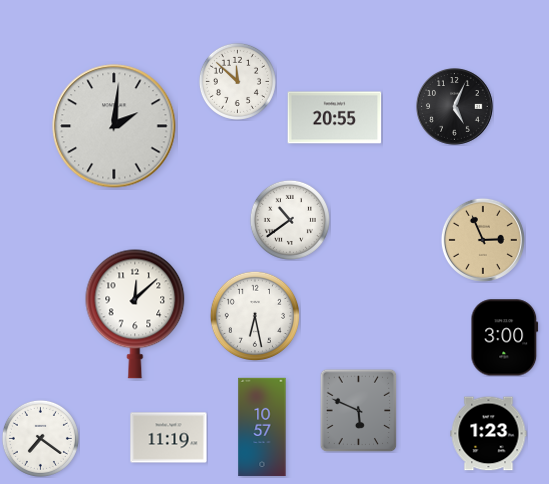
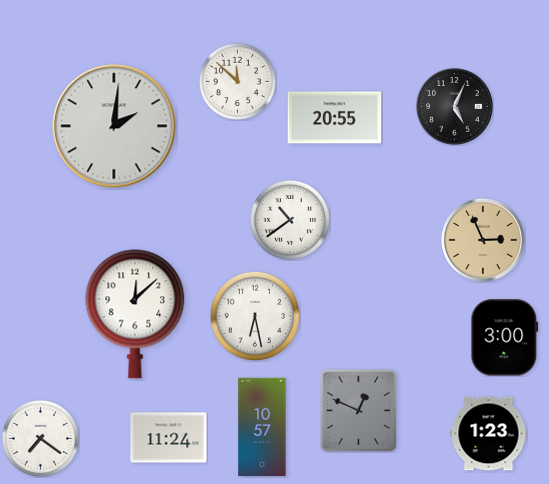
clock at (359, 410): 5:49 -> 12:49
clock at (169, 438): 11:19 -> 11:24
